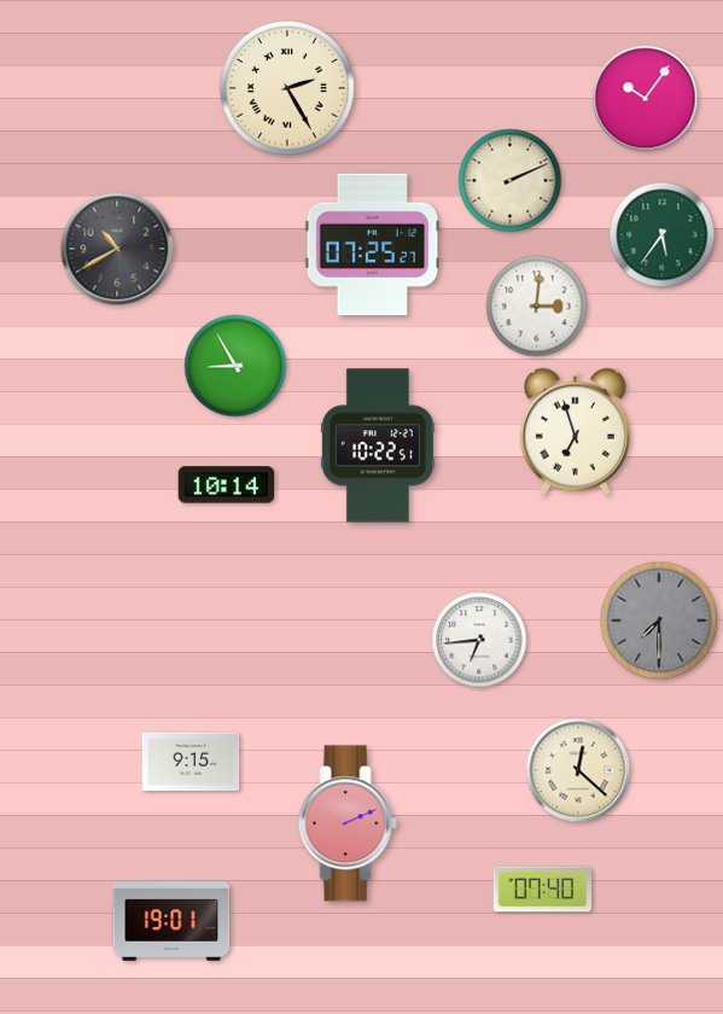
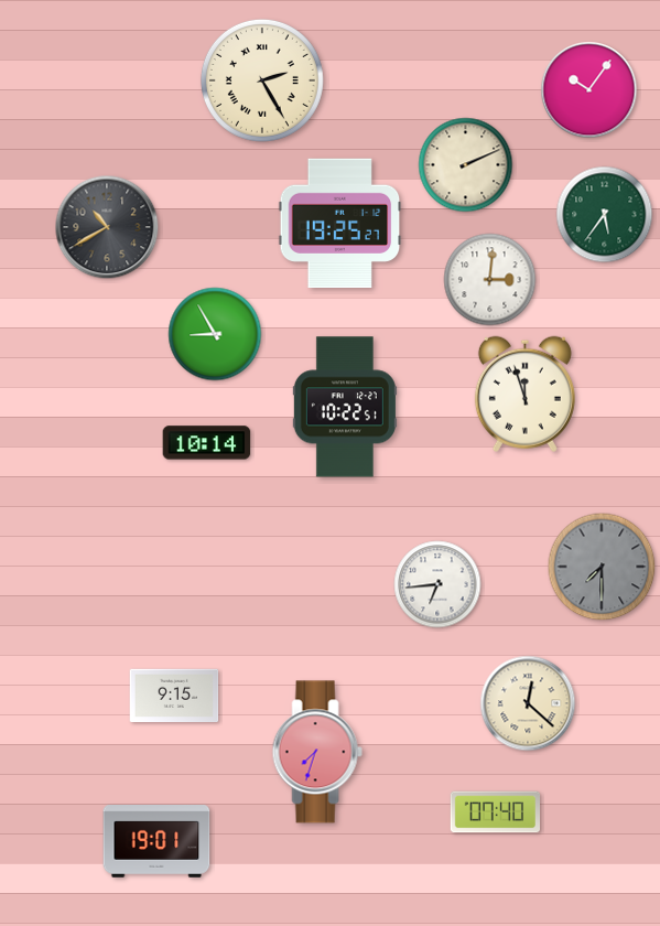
clock at (373, 245): 07:25 -> 19:25
clock at (575, 431): 6:57 -> 11:57
clock at (348, 823): 2:11 -> 7:33
